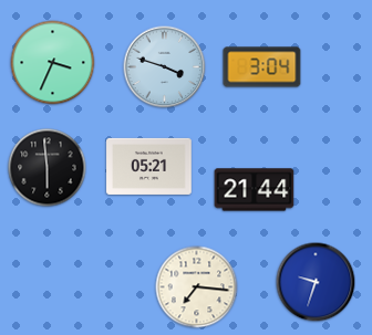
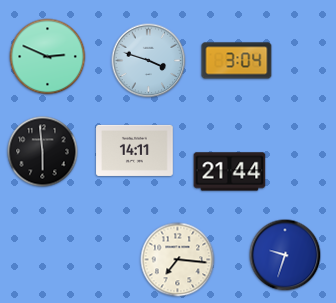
clock at (53, 63): 3:34 -> 2:49
clock at (149, 166): 05:21 -> 14:11
